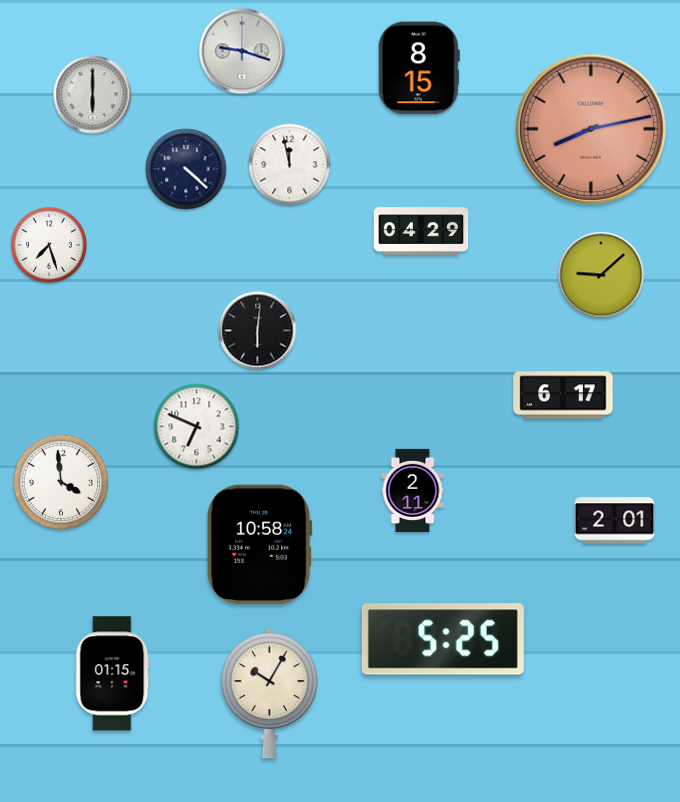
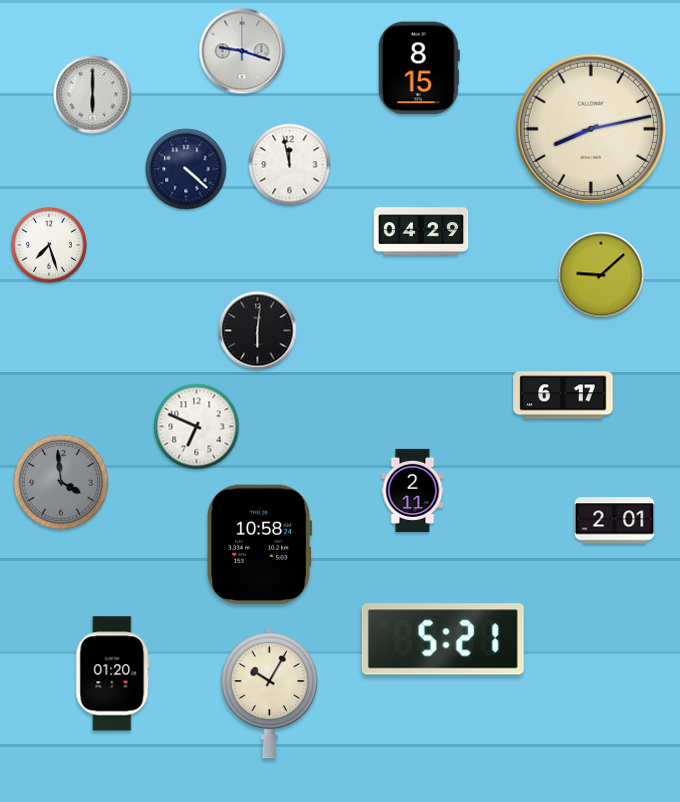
clock at (591, 129) dial: salmon -> cream
clock at (60, 481) dial: white -> grey
clock at (443, 639): 5:25 -> 5:21
clock at (113, 674): 01:15 -> 01:20
